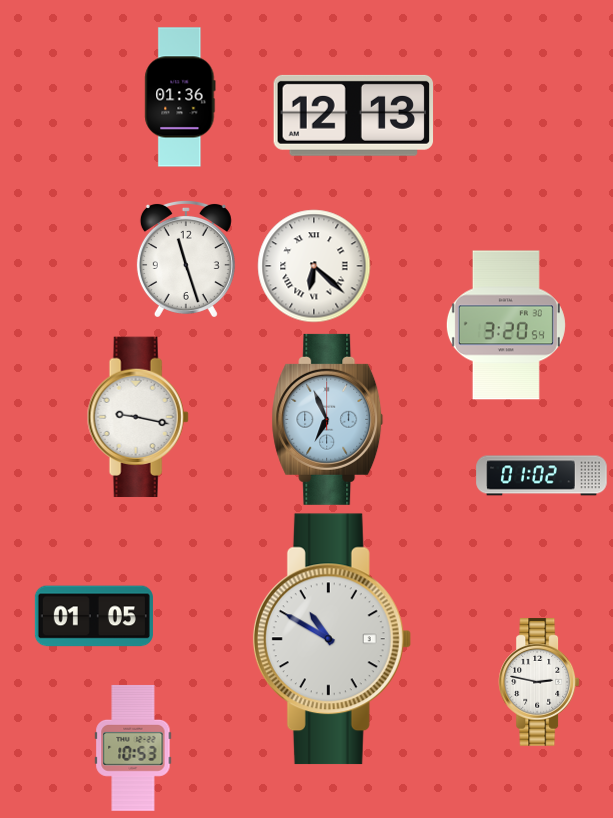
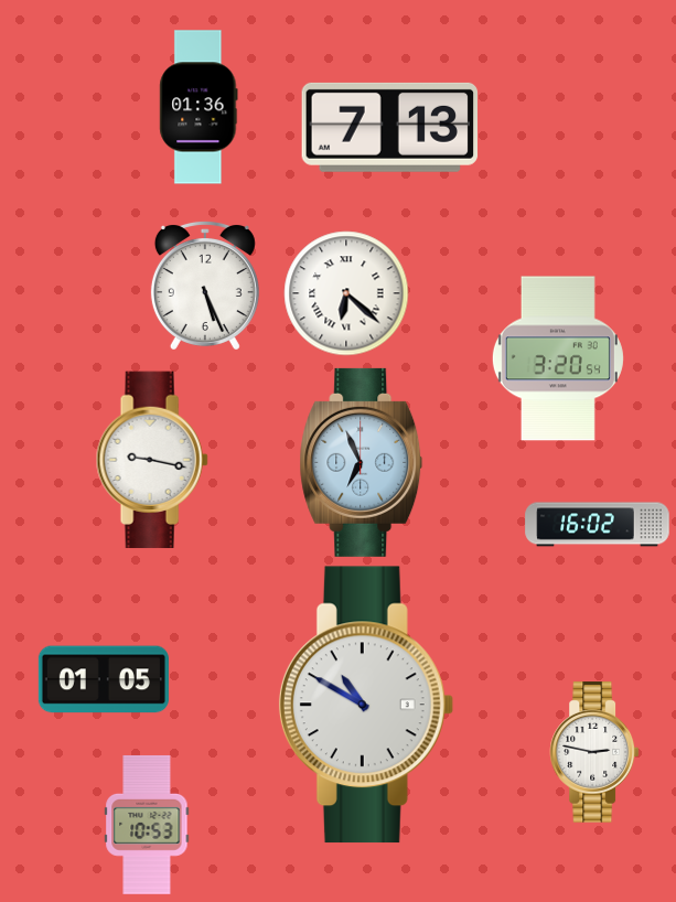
clock at (354, 115): 12:13 -> 7:13
clock at (186, 258): 11:27 -> 5:26
clock at (542, 476): 01:02 -> 16:02
